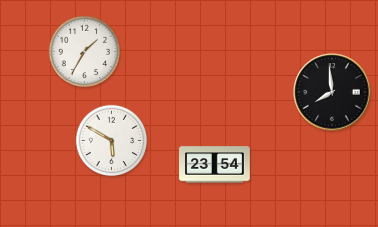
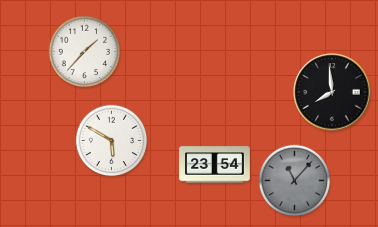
clock at (85, 52): 1:35 -> 1:37
clock at (295, 181): none -> 11:07
